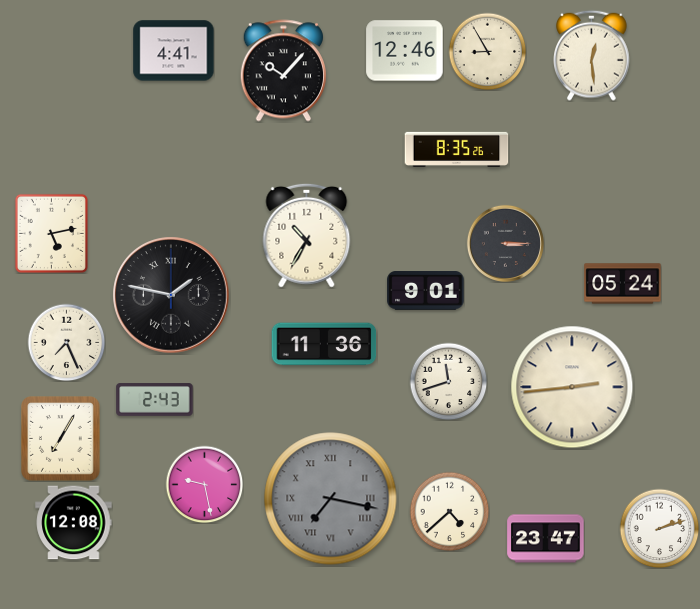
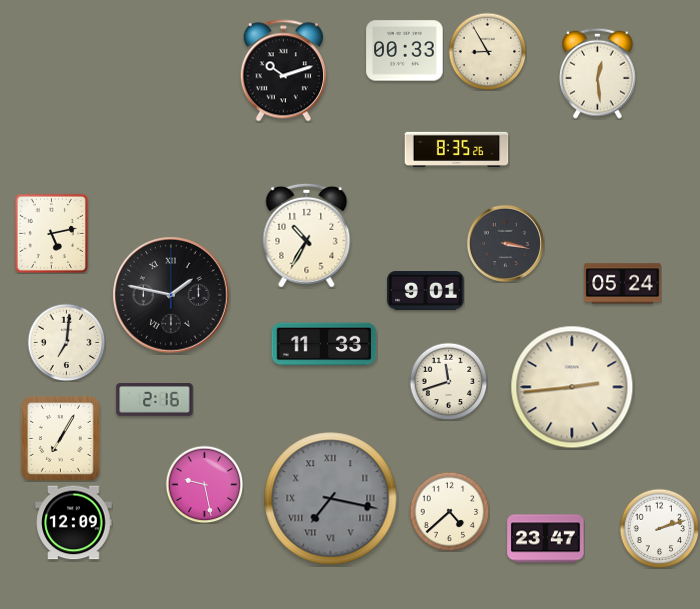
clock at (174, 51): 4:41 -> none
clock at (405, 51): 12:46 -> 00:33
clock at (592, 55) position: (592, 55) -> (598, 73)
clock at (283, 71): 10:07 -> 10:12
clock at (505, 243): 3:15 -> 3:17
clock at (66, 342): 7:26 -> 7:01
clock at (324, 344): 11:36 -> 11:33
clock at (155, 400): 2:43 -> 2:16
clock at (74, 523): 12:08 -> 12:09
